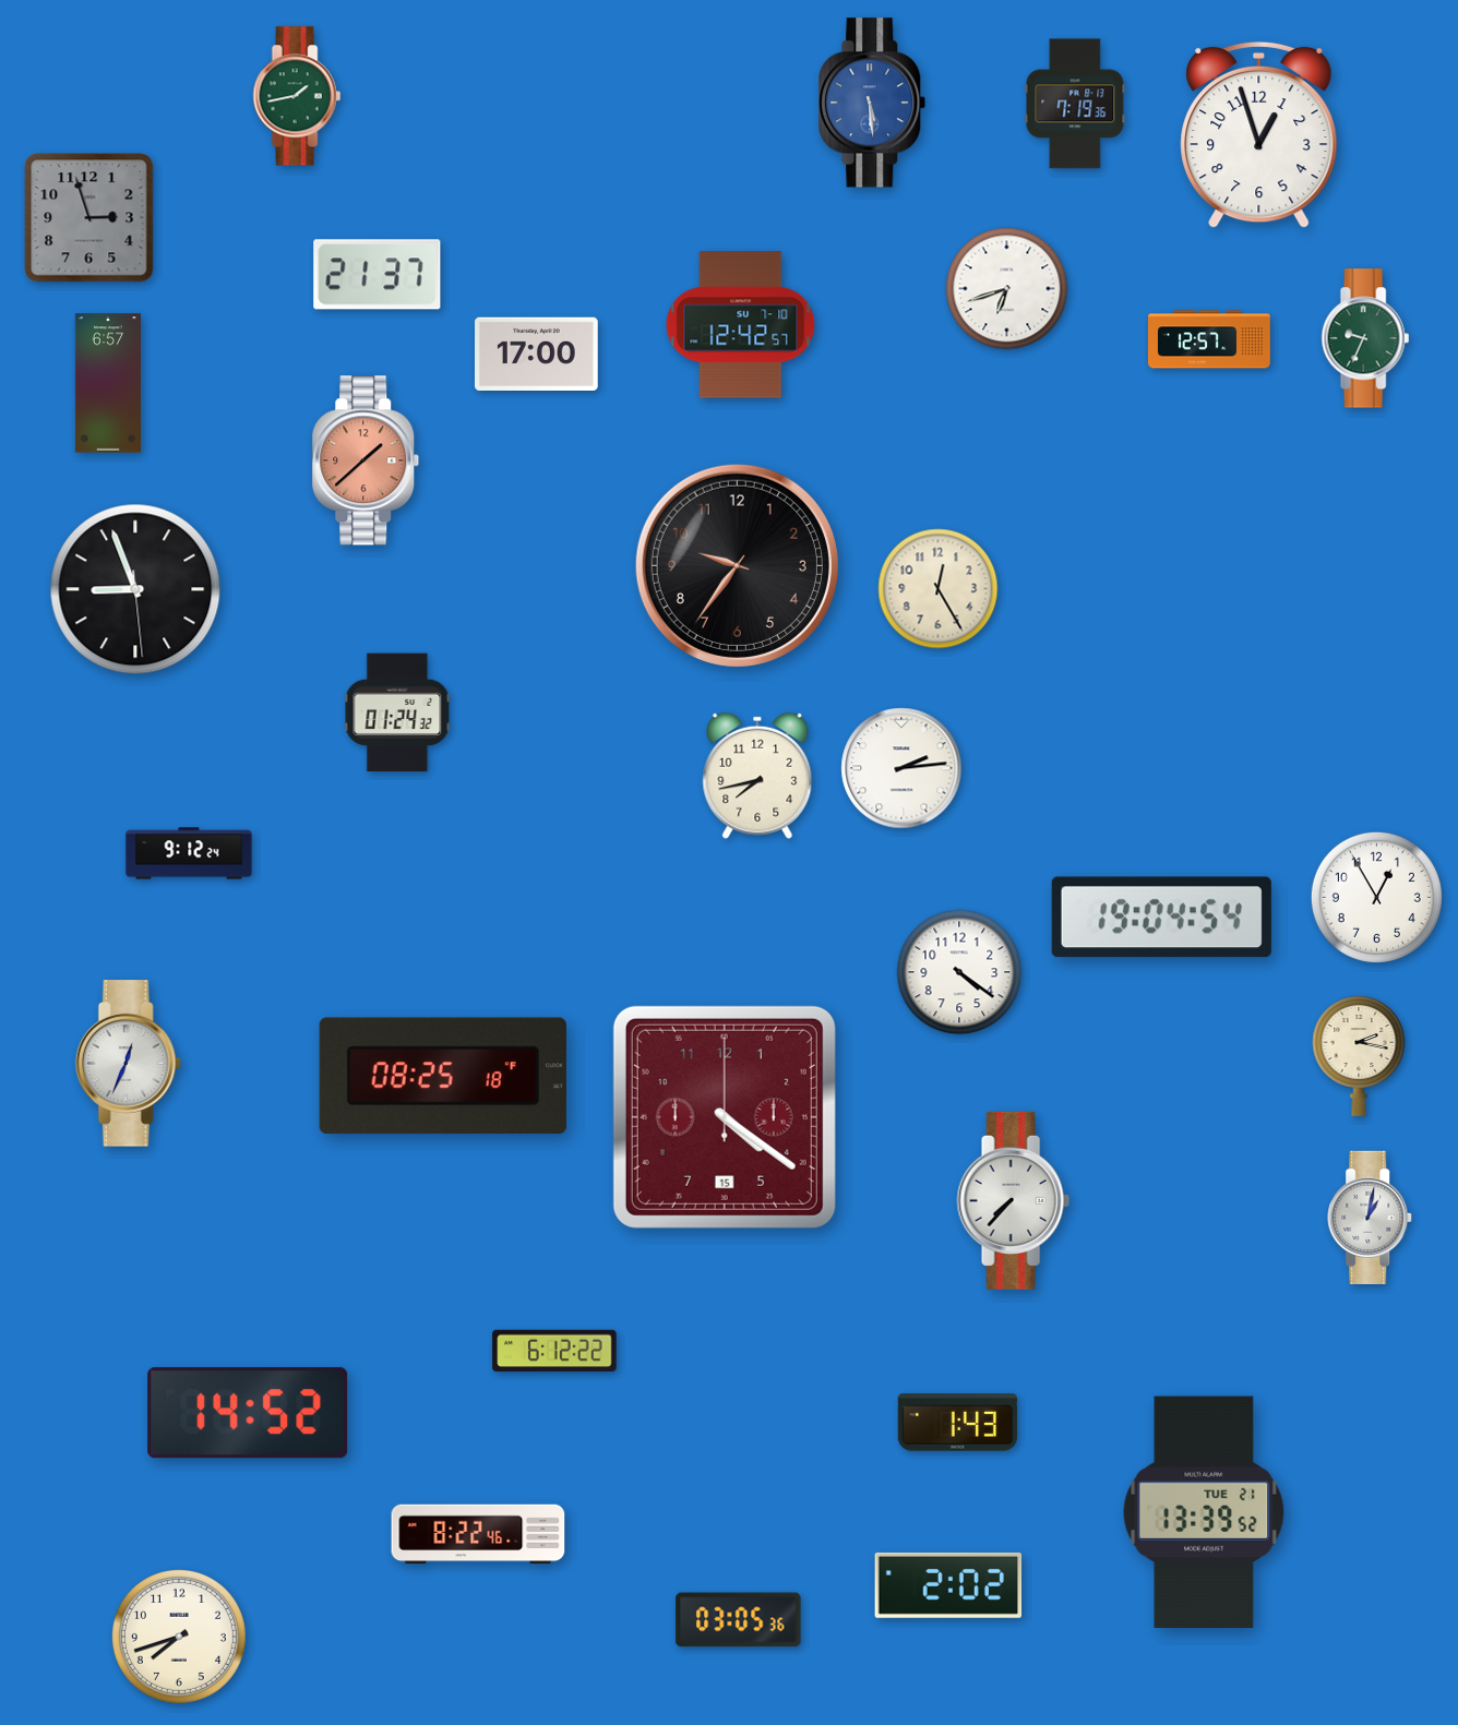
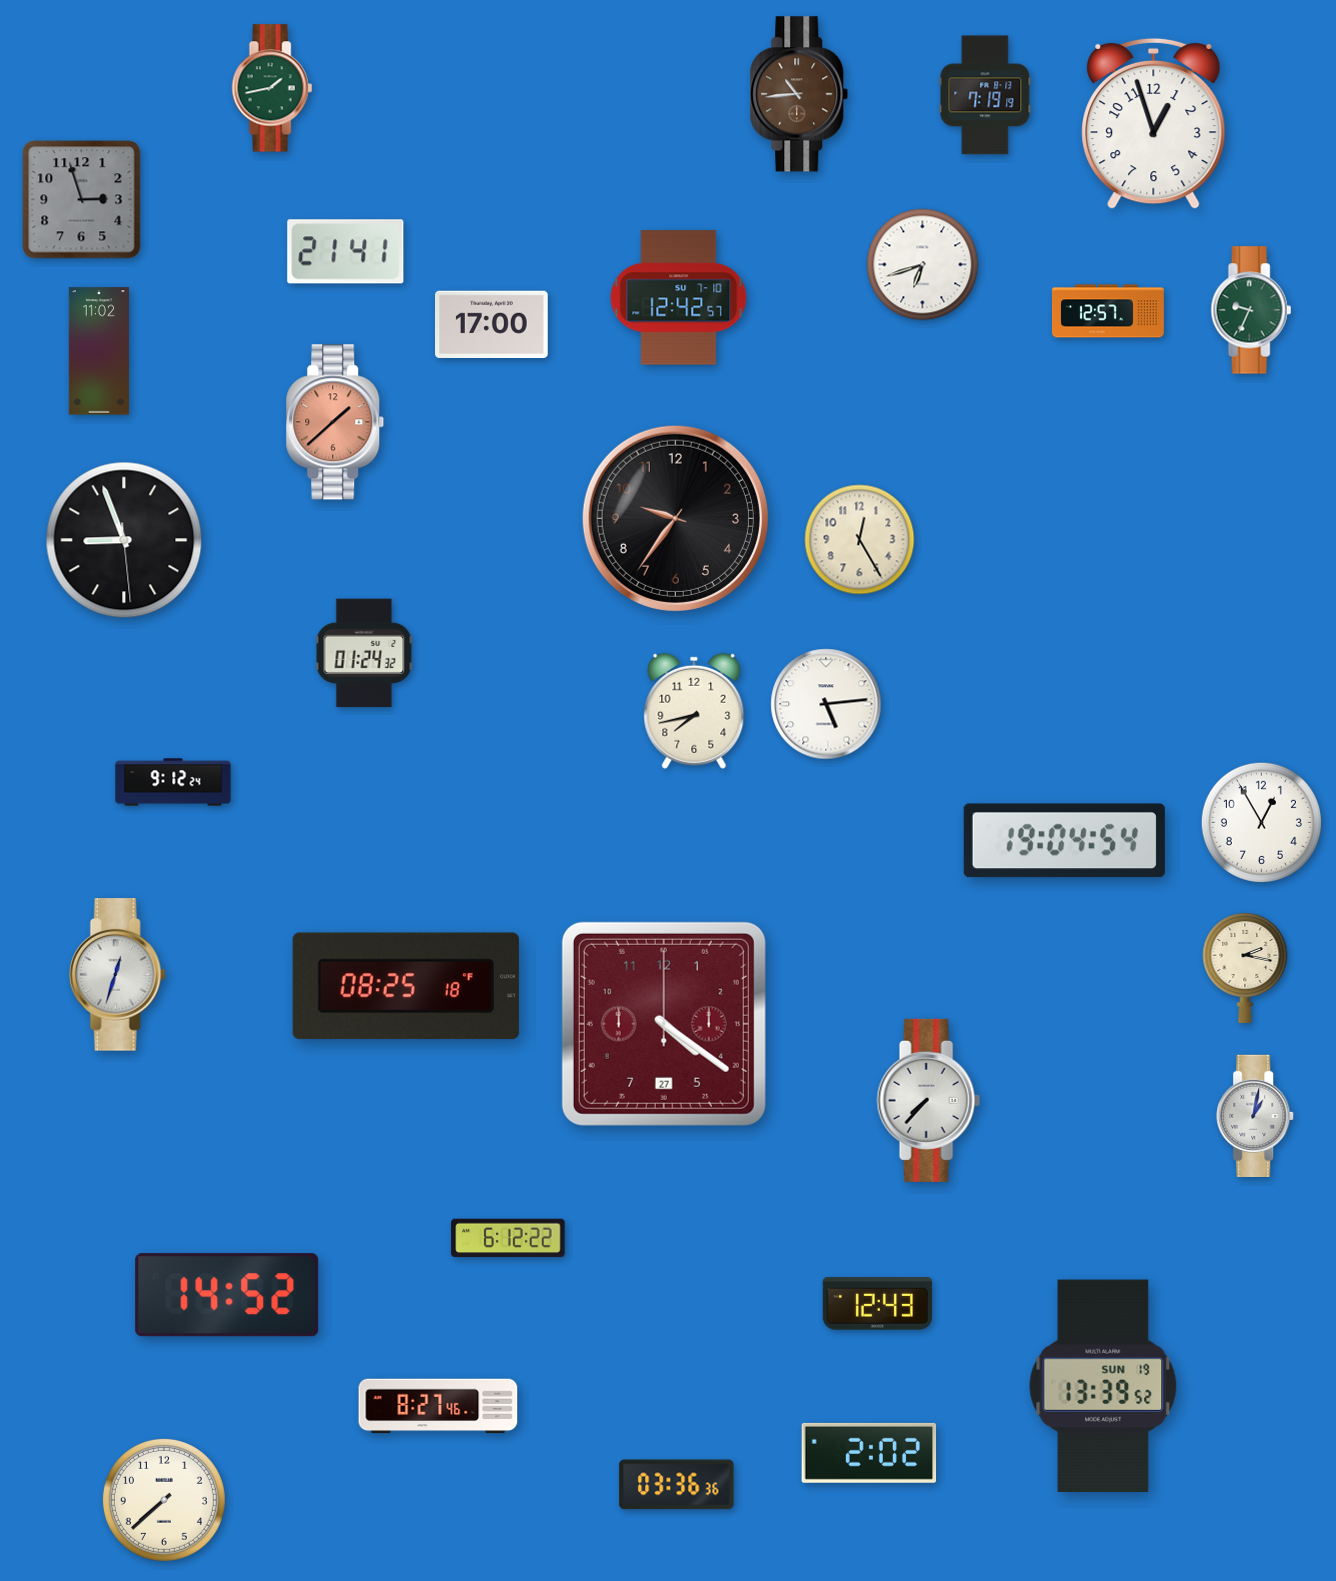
clock at (872, 103): 5:29 -> 10:44
clock at (872, 103) dial: blue -> brown
clock at (1075, 104): 7:19:36 -> 7:19:19
clock at (378, 275): 21:37 -> 21:41
clock at (108, 383): 6:57 -> 11:02
clock at (901, 768): 2:14 -> 5:14
clock at (959, 972): 4:21 -> none
clock at (128, 1064): 12:34 -> 12:33
clock at (725, 1117) date: 15 -> 27
clock at (957, 1423): 1:43 -> 12:43
clock at (1204, 1511) date: TUE 21 -> SUN 19
clock at (478, 1534): 8:22 -> 8:27
clock at (739, 1620): 03:05 -> 03:36
clock at (179, 1637): 7:42 -> 7:38
